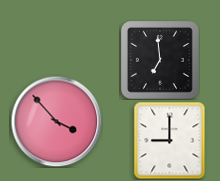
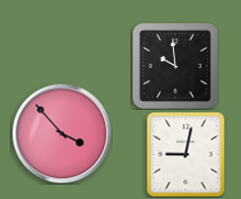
clock at (160, 60): 6:59 -> 9:59
clock at (170, 140): 9:00 -> 9:02
